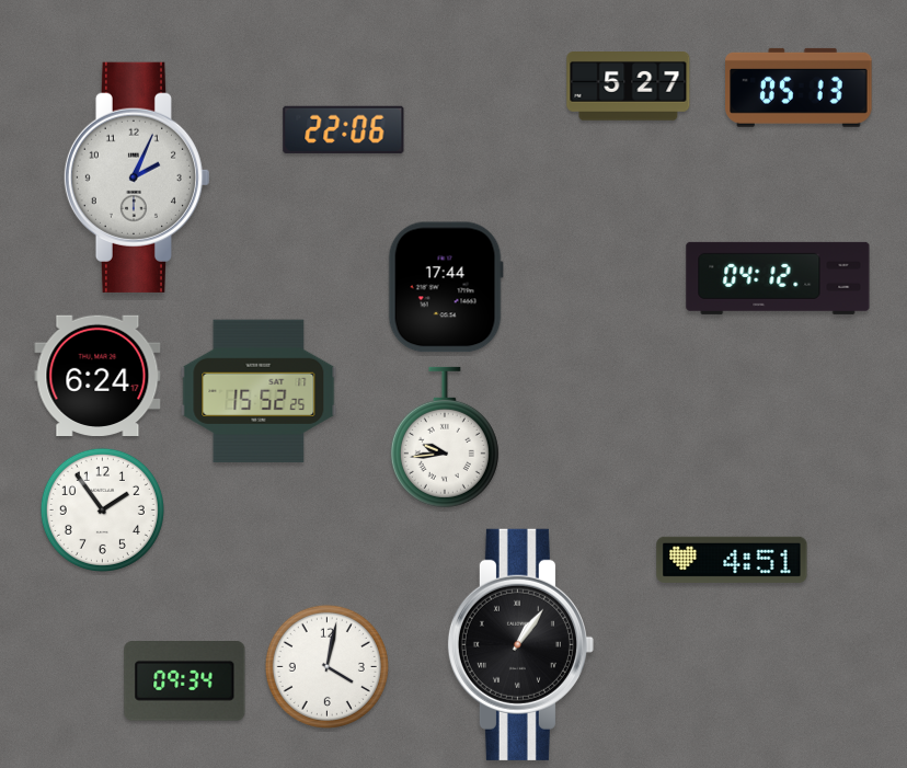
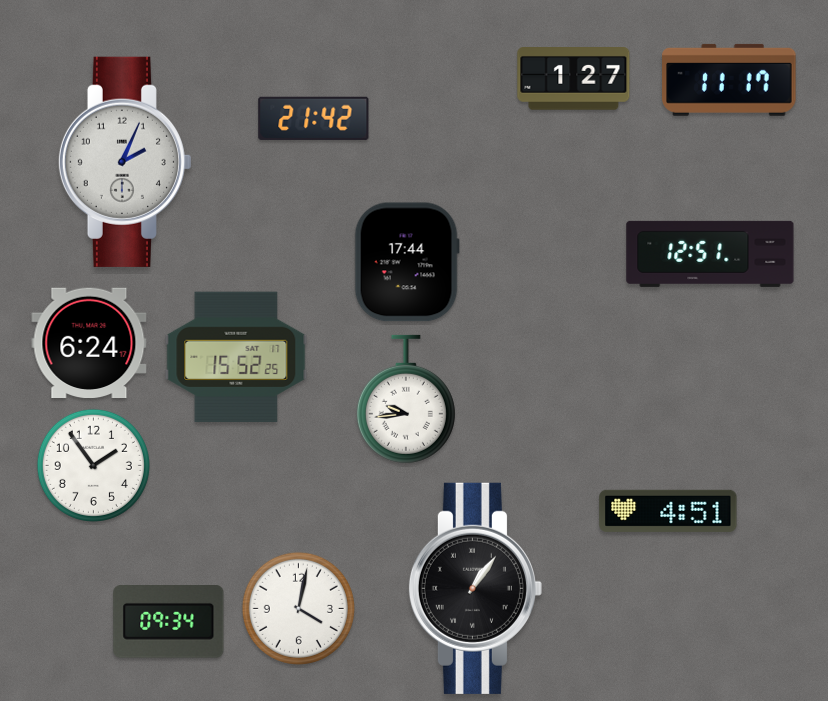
clock at (629, 87): 5:27 -> 1:27
clock at (799, 88): 05:13 -> 11:17
clock at (344, 129): 22:06 -> 21:42
clock at (778, 278): 04:12 -> 12:51
